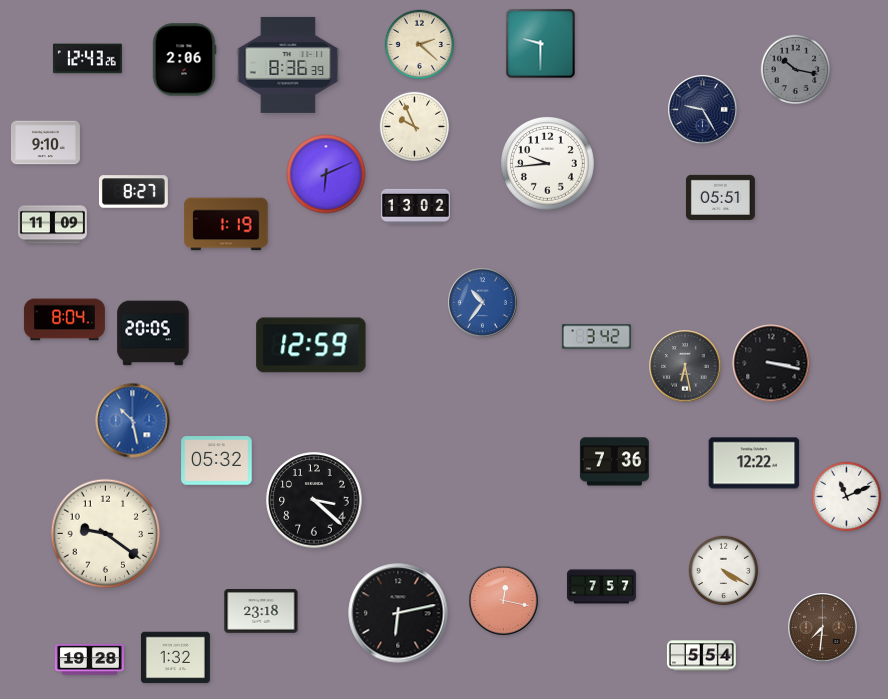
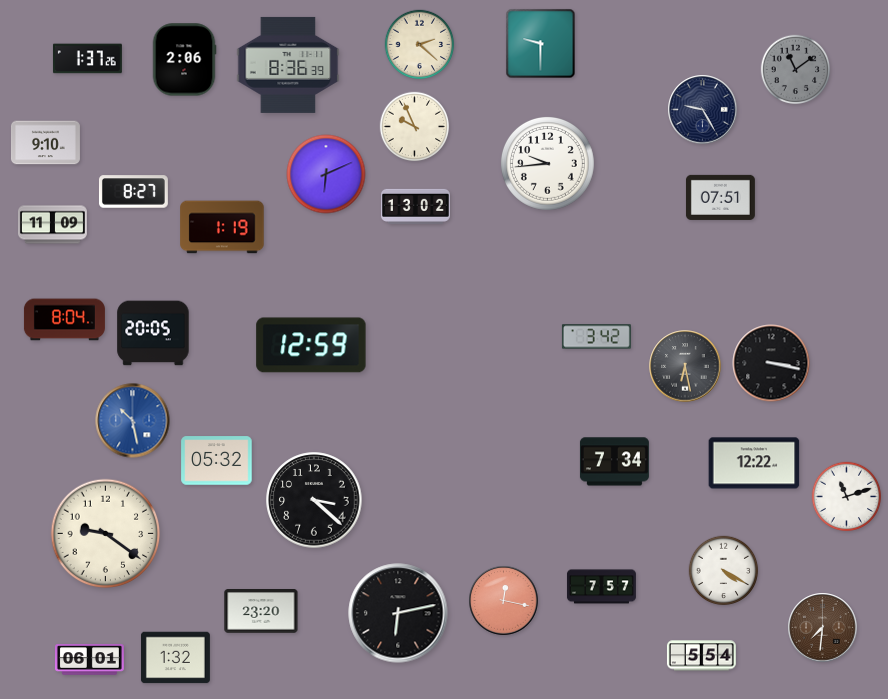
clock at (87, 59): 12:43 -> 1:37
clock at (796, 70): 10:17 -> 11:09
clock at (720, 197): 05:51 -> 07:51
clock at (226, 224) position: (226, 224) -> (222, 227)
clock at (483, 303): 10:36 -> none
clock at (614, 462): 7:36 -> 7:34
clock at (847, 497): 11:11 -> 11:12
clock at (261, 612): 23:18 -> 23:20
clock at (89, 660): 19:28 -> 06:01
